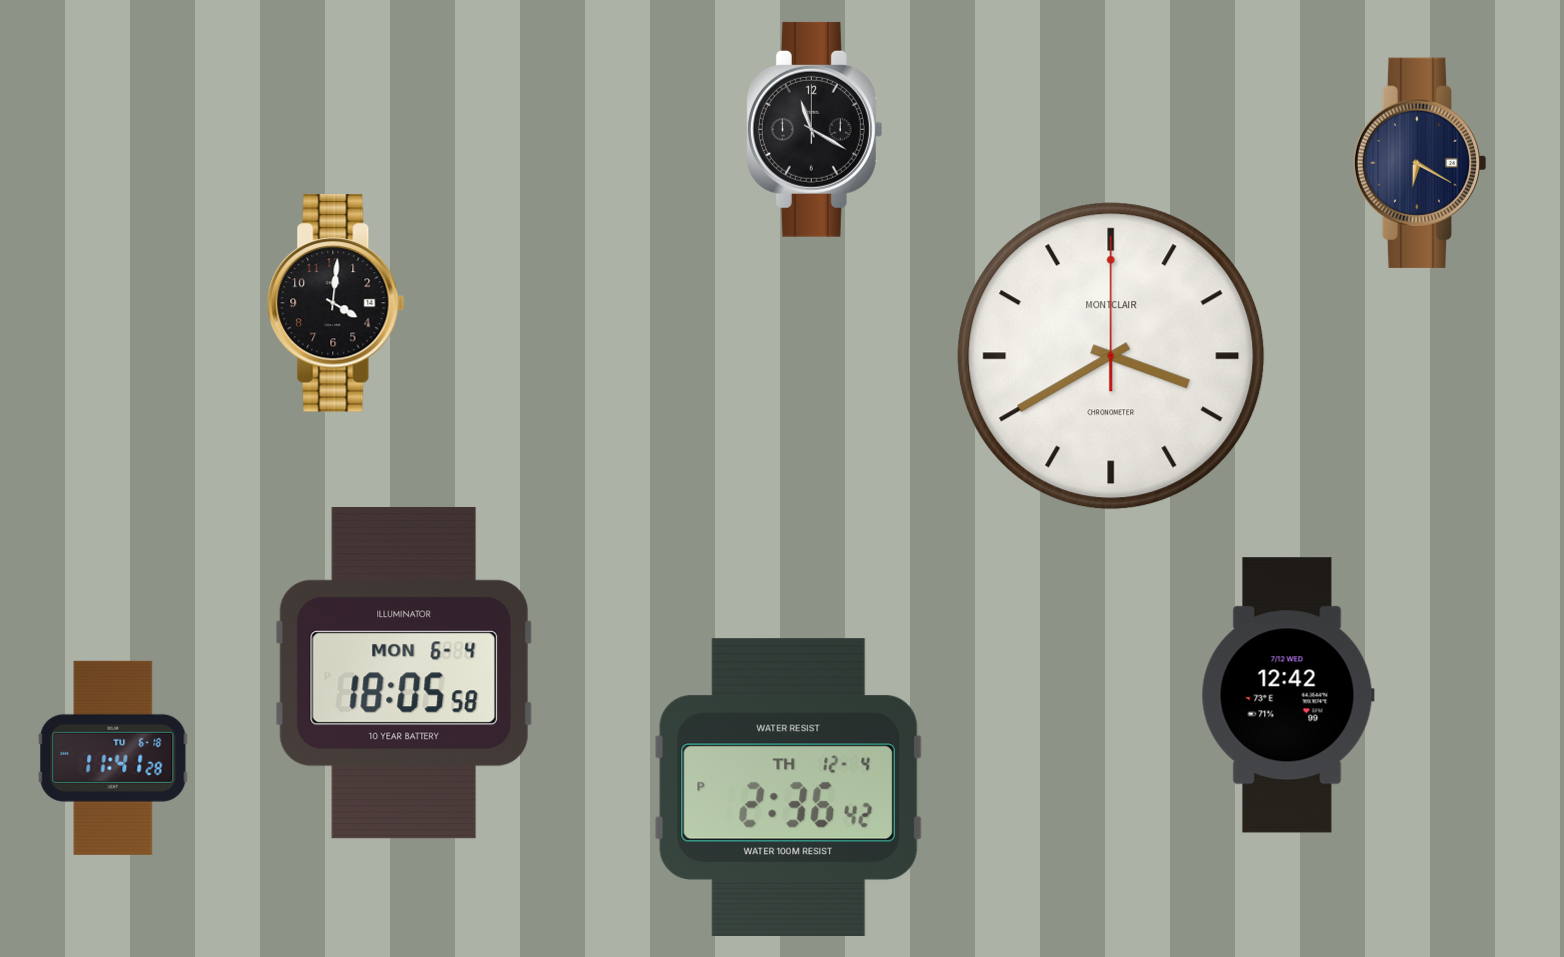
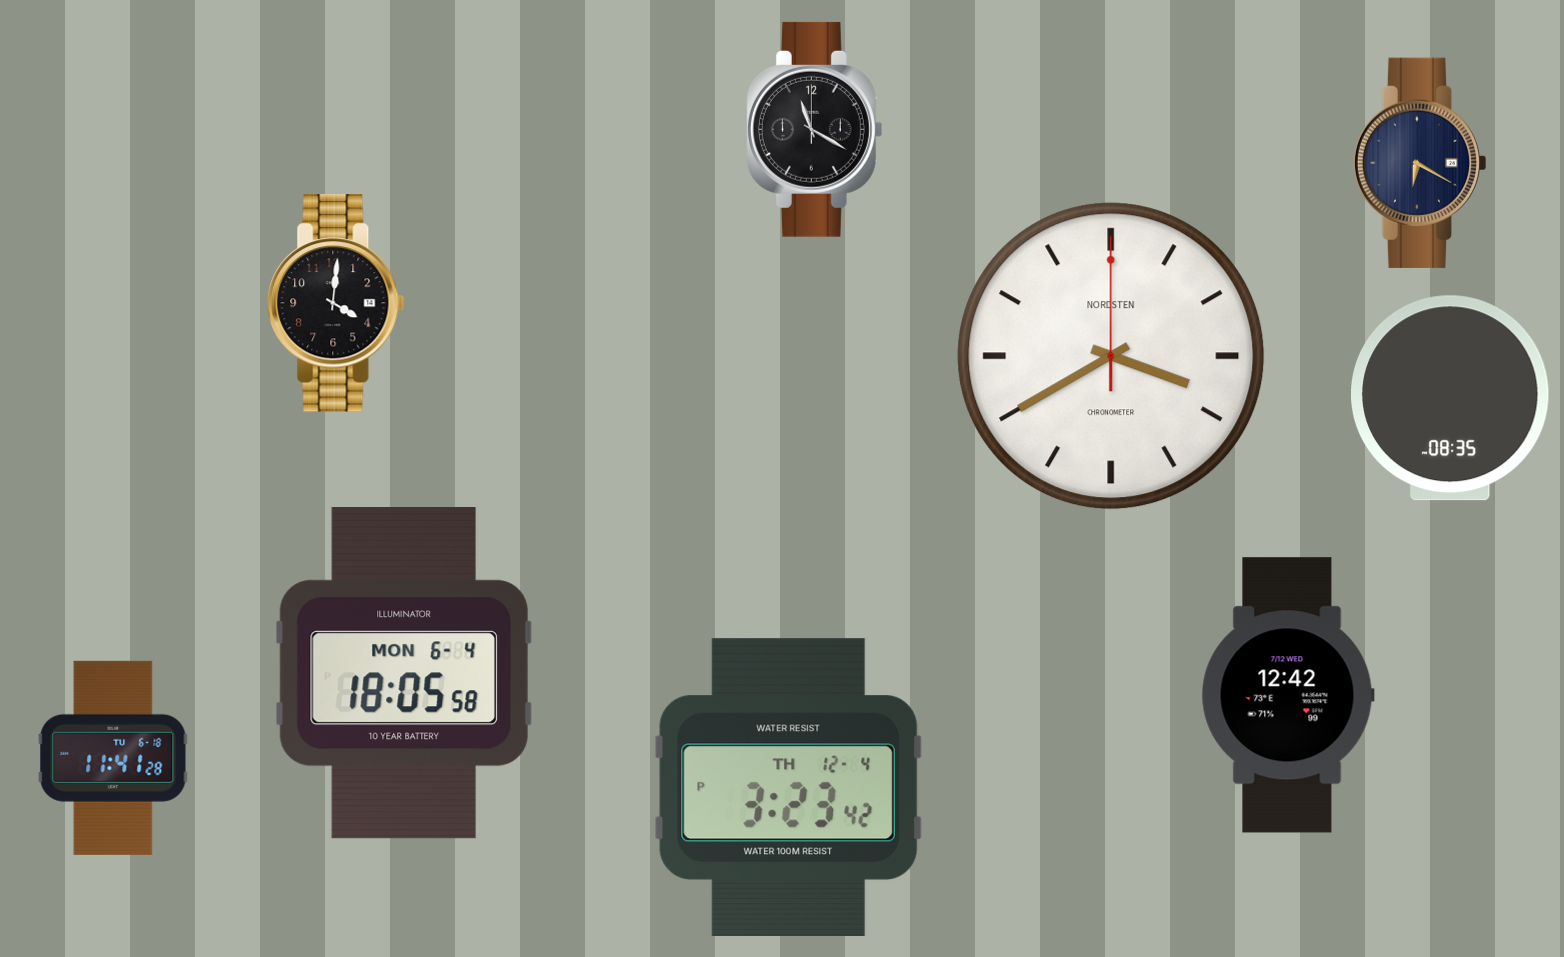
clock at (1111, 356) brand: MONTCLAIR -> NORDSTEN
clock at (1451, 398): none -> 08:35
clock at (788, 787): 2:36 -> 3:23
